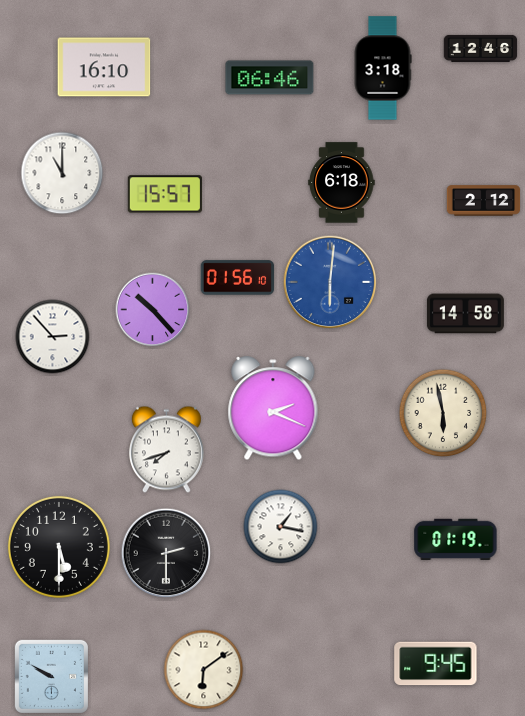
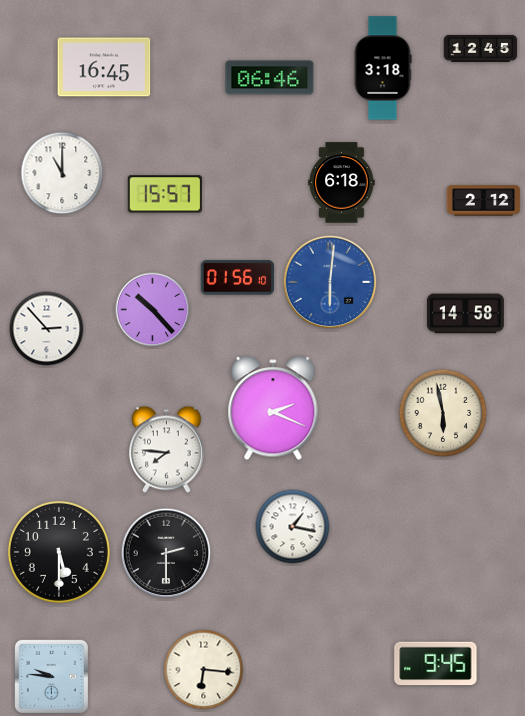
clock at (481, 48): 12:46 -> 12:45
clock at (104, 67): 16:10 -> 16:45
clock at (53, 337) position: (53, 337) -> (47, 329)
clock at (167, 450): 7:42 -> 7:46
clock at (281, 527) position: (281, 527) -> (293, 527)
clock at (456, 539): 01:19 -> none
clock at (59, 547) position: (59, 547) -> (59, 552)
clock at (204, 670): 6:09 -> 6:16
clock at (51, 676): 9:50 -> 9:46
